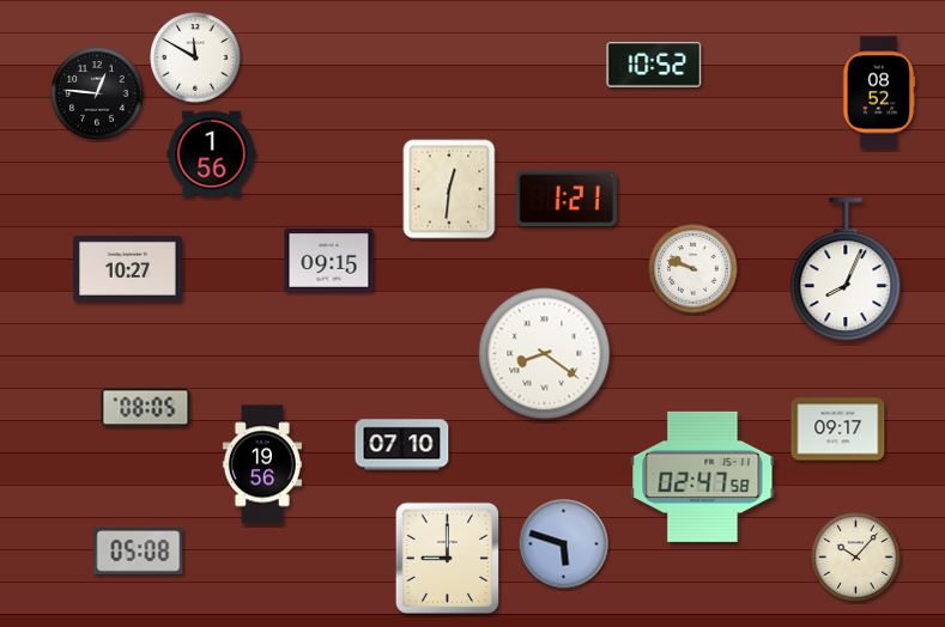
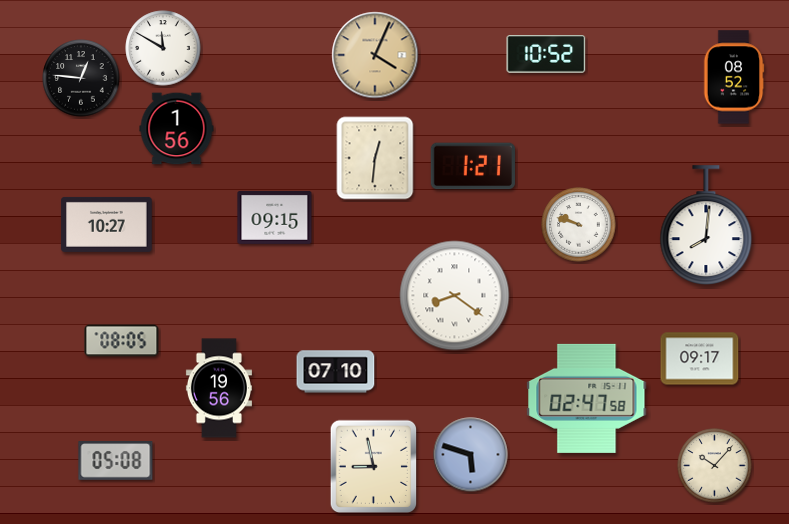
clock at (375, 55): none -> 4:04
clock at (846, 269): 8:04 -> 8:01
clock at (448, 559): 9:00 -> 8:58
